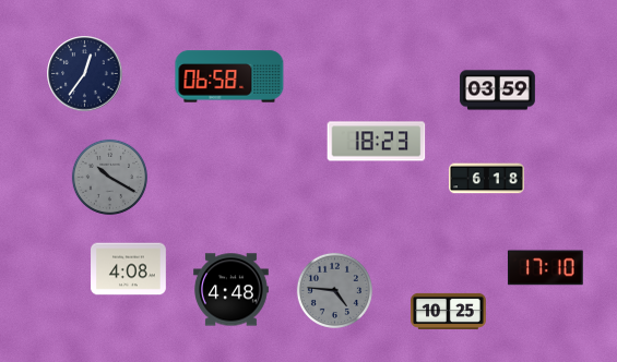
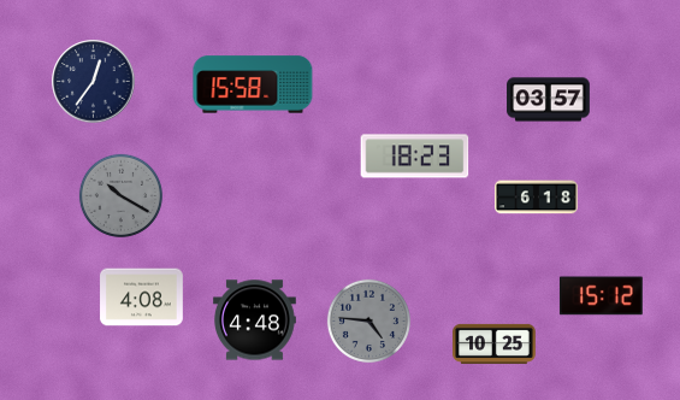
clock at (229, 76): 06:58 -> 15:58
clock at (498, 90): 03:59 -> 03:57
clock at (545, 268): 17:10 -> 15:12
